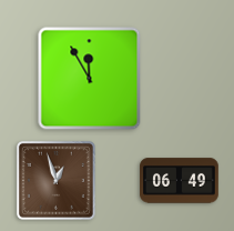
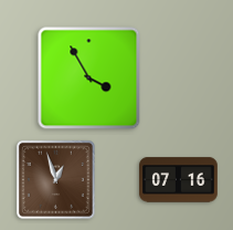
clock at (90, 79): 11:55 -> 3:55
clock at (180, 181): 06:49 -> 07:16
